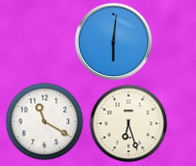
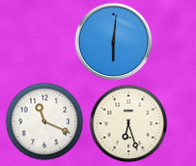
clock at (44, 121): 11:20 -> 11:19
